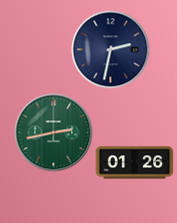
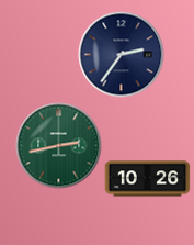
clock at (110, 49): 2:32 -> 2:36
clock at (134, 163): 01:26 -> 10:26
